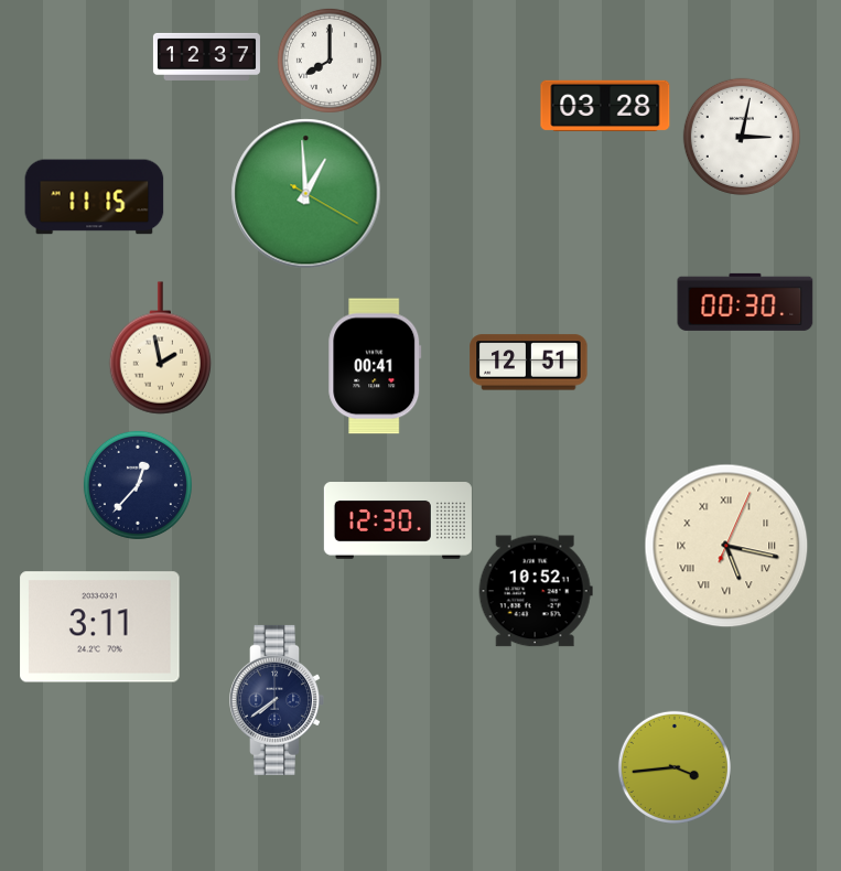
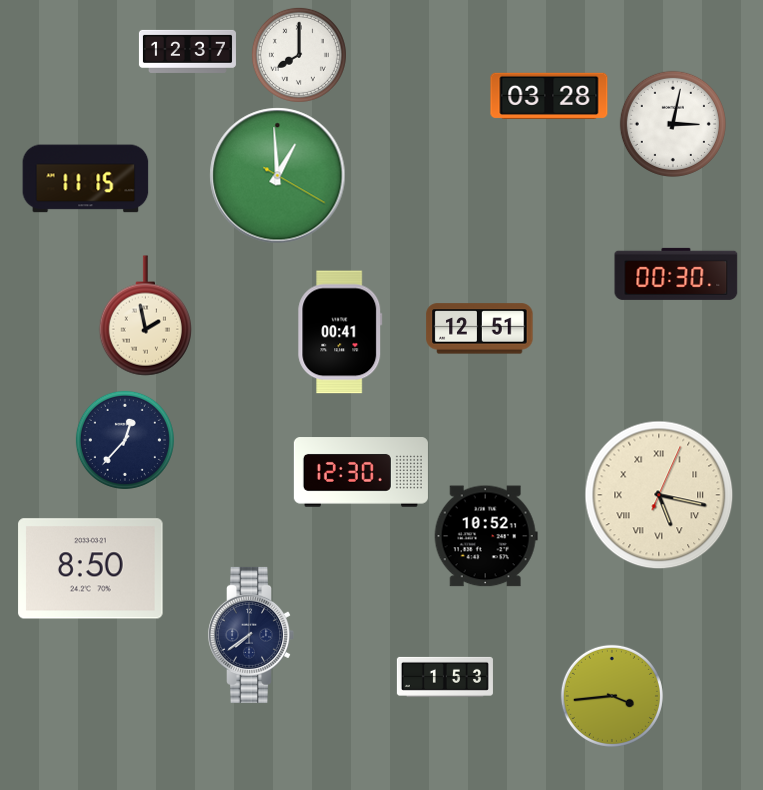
clock at (100, 627): 3:11 -> 8:50
clock at (445, 677): none -> 1:53
